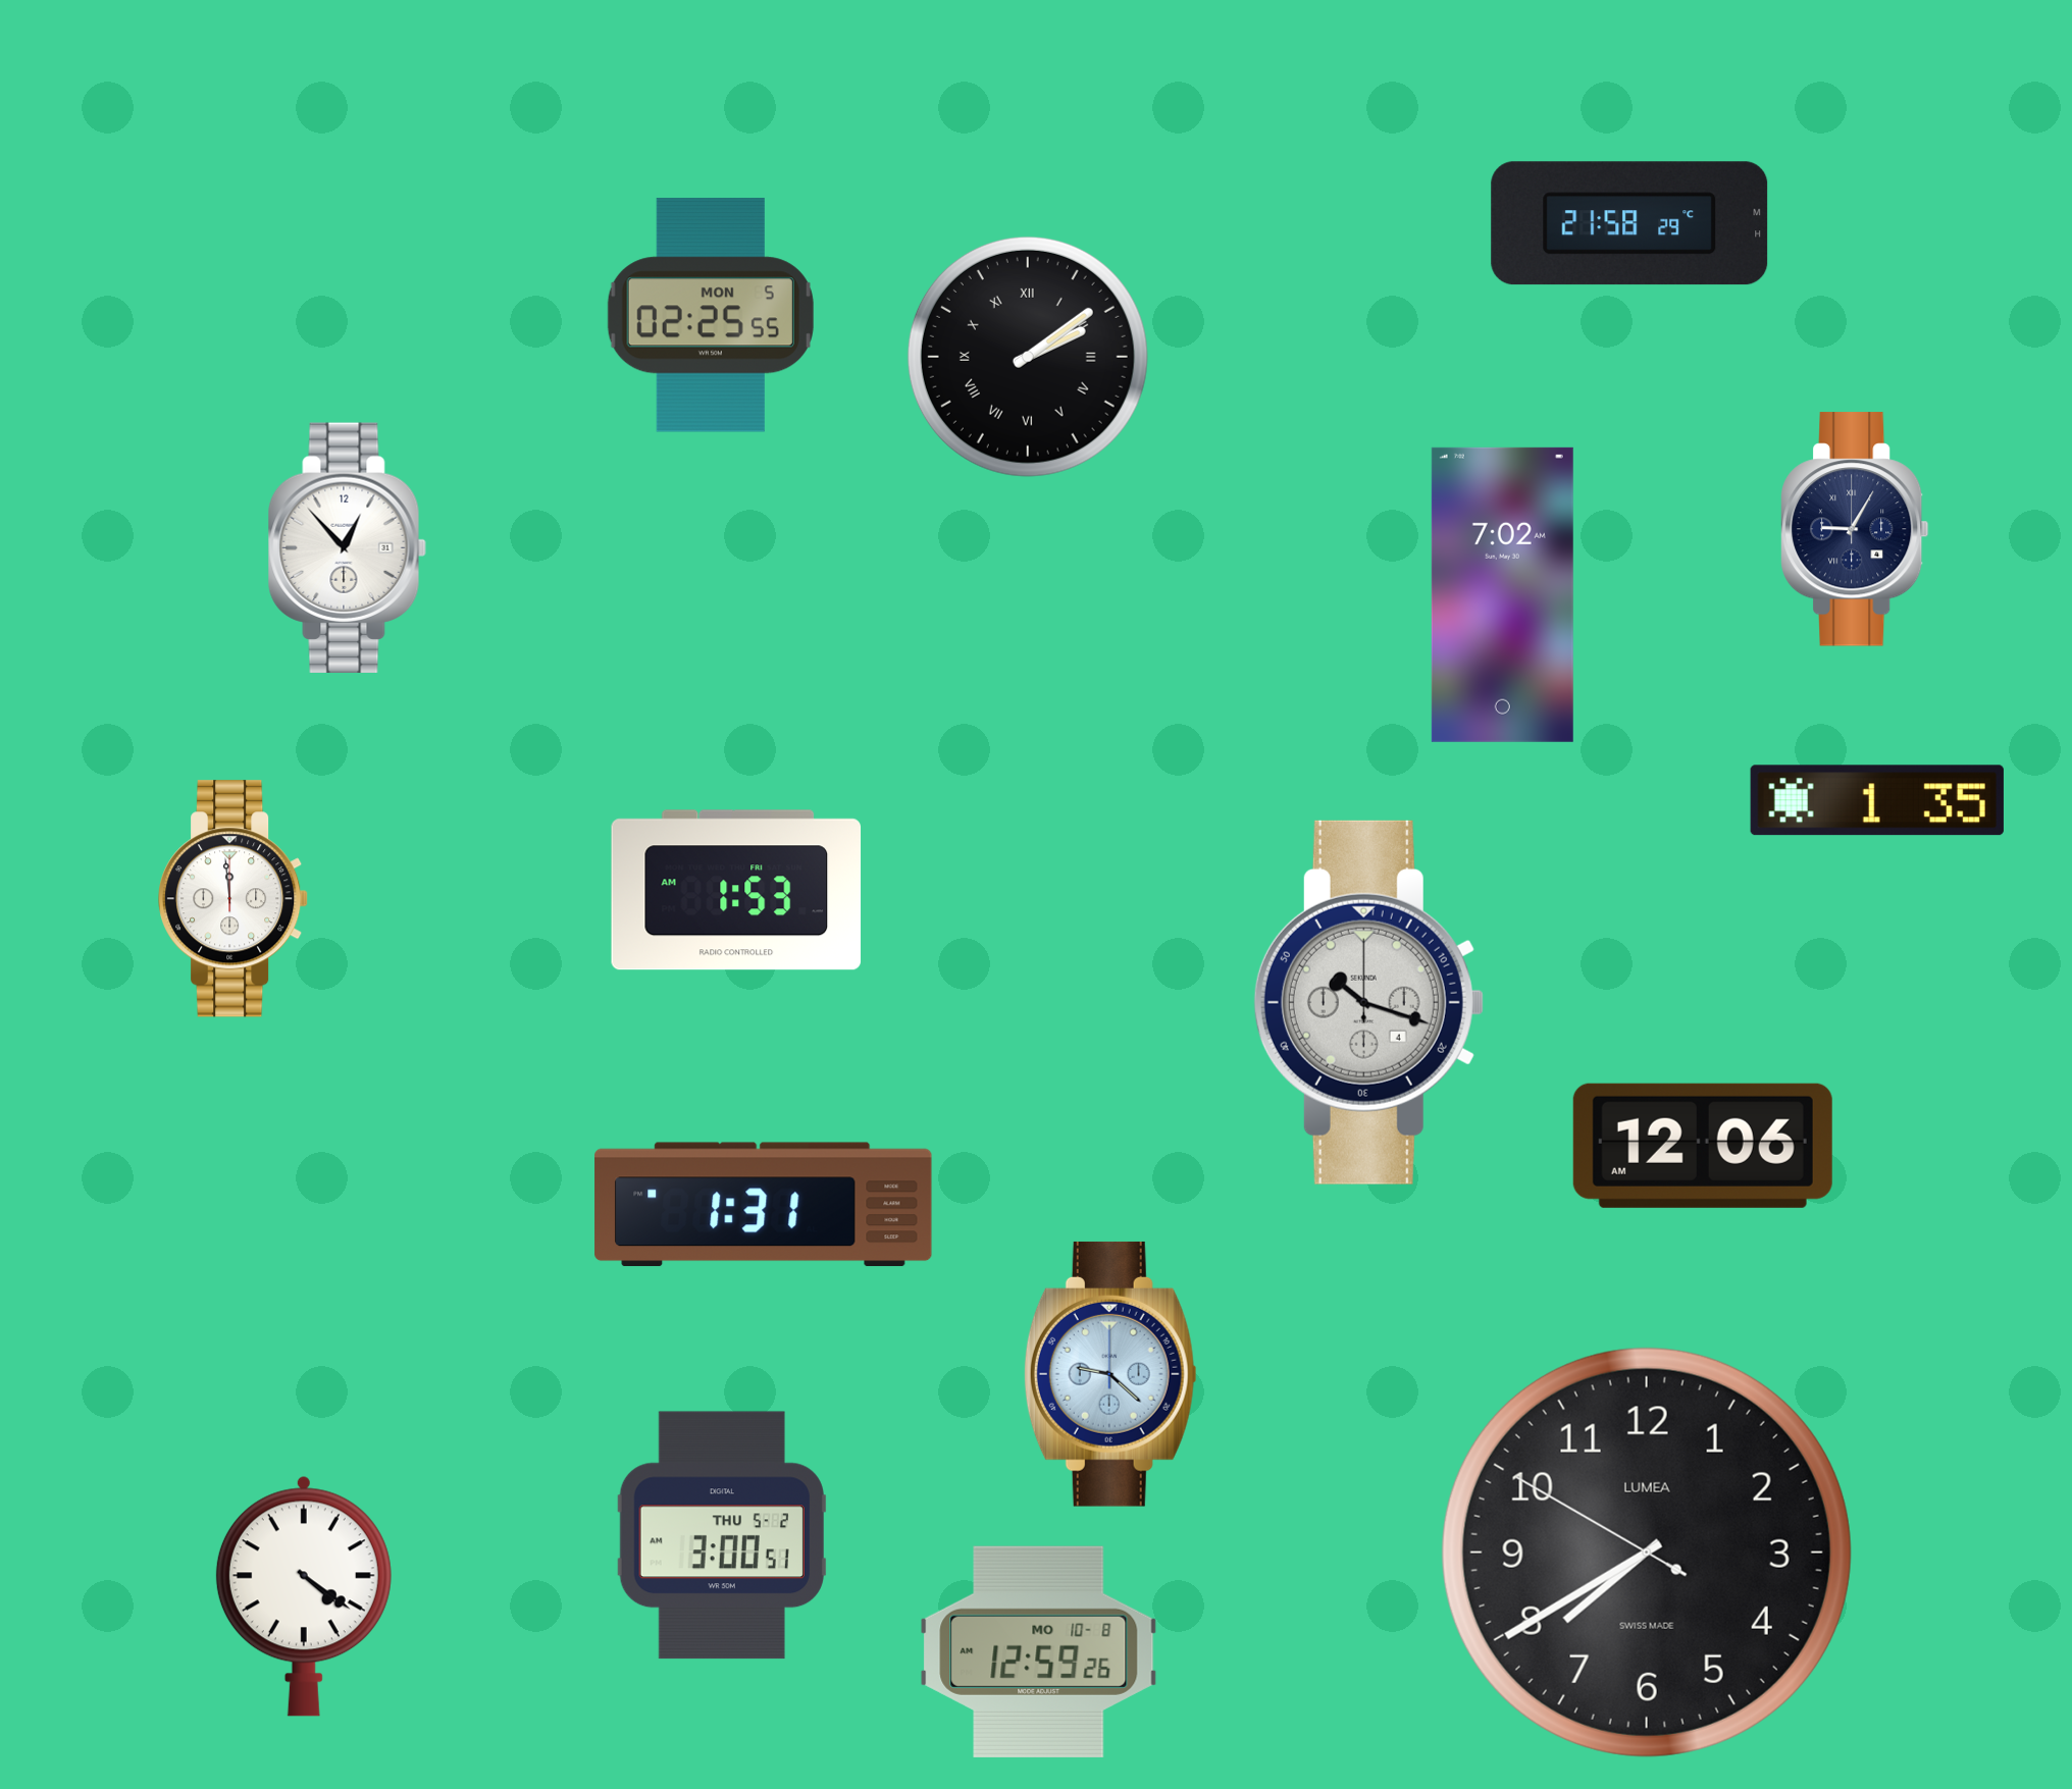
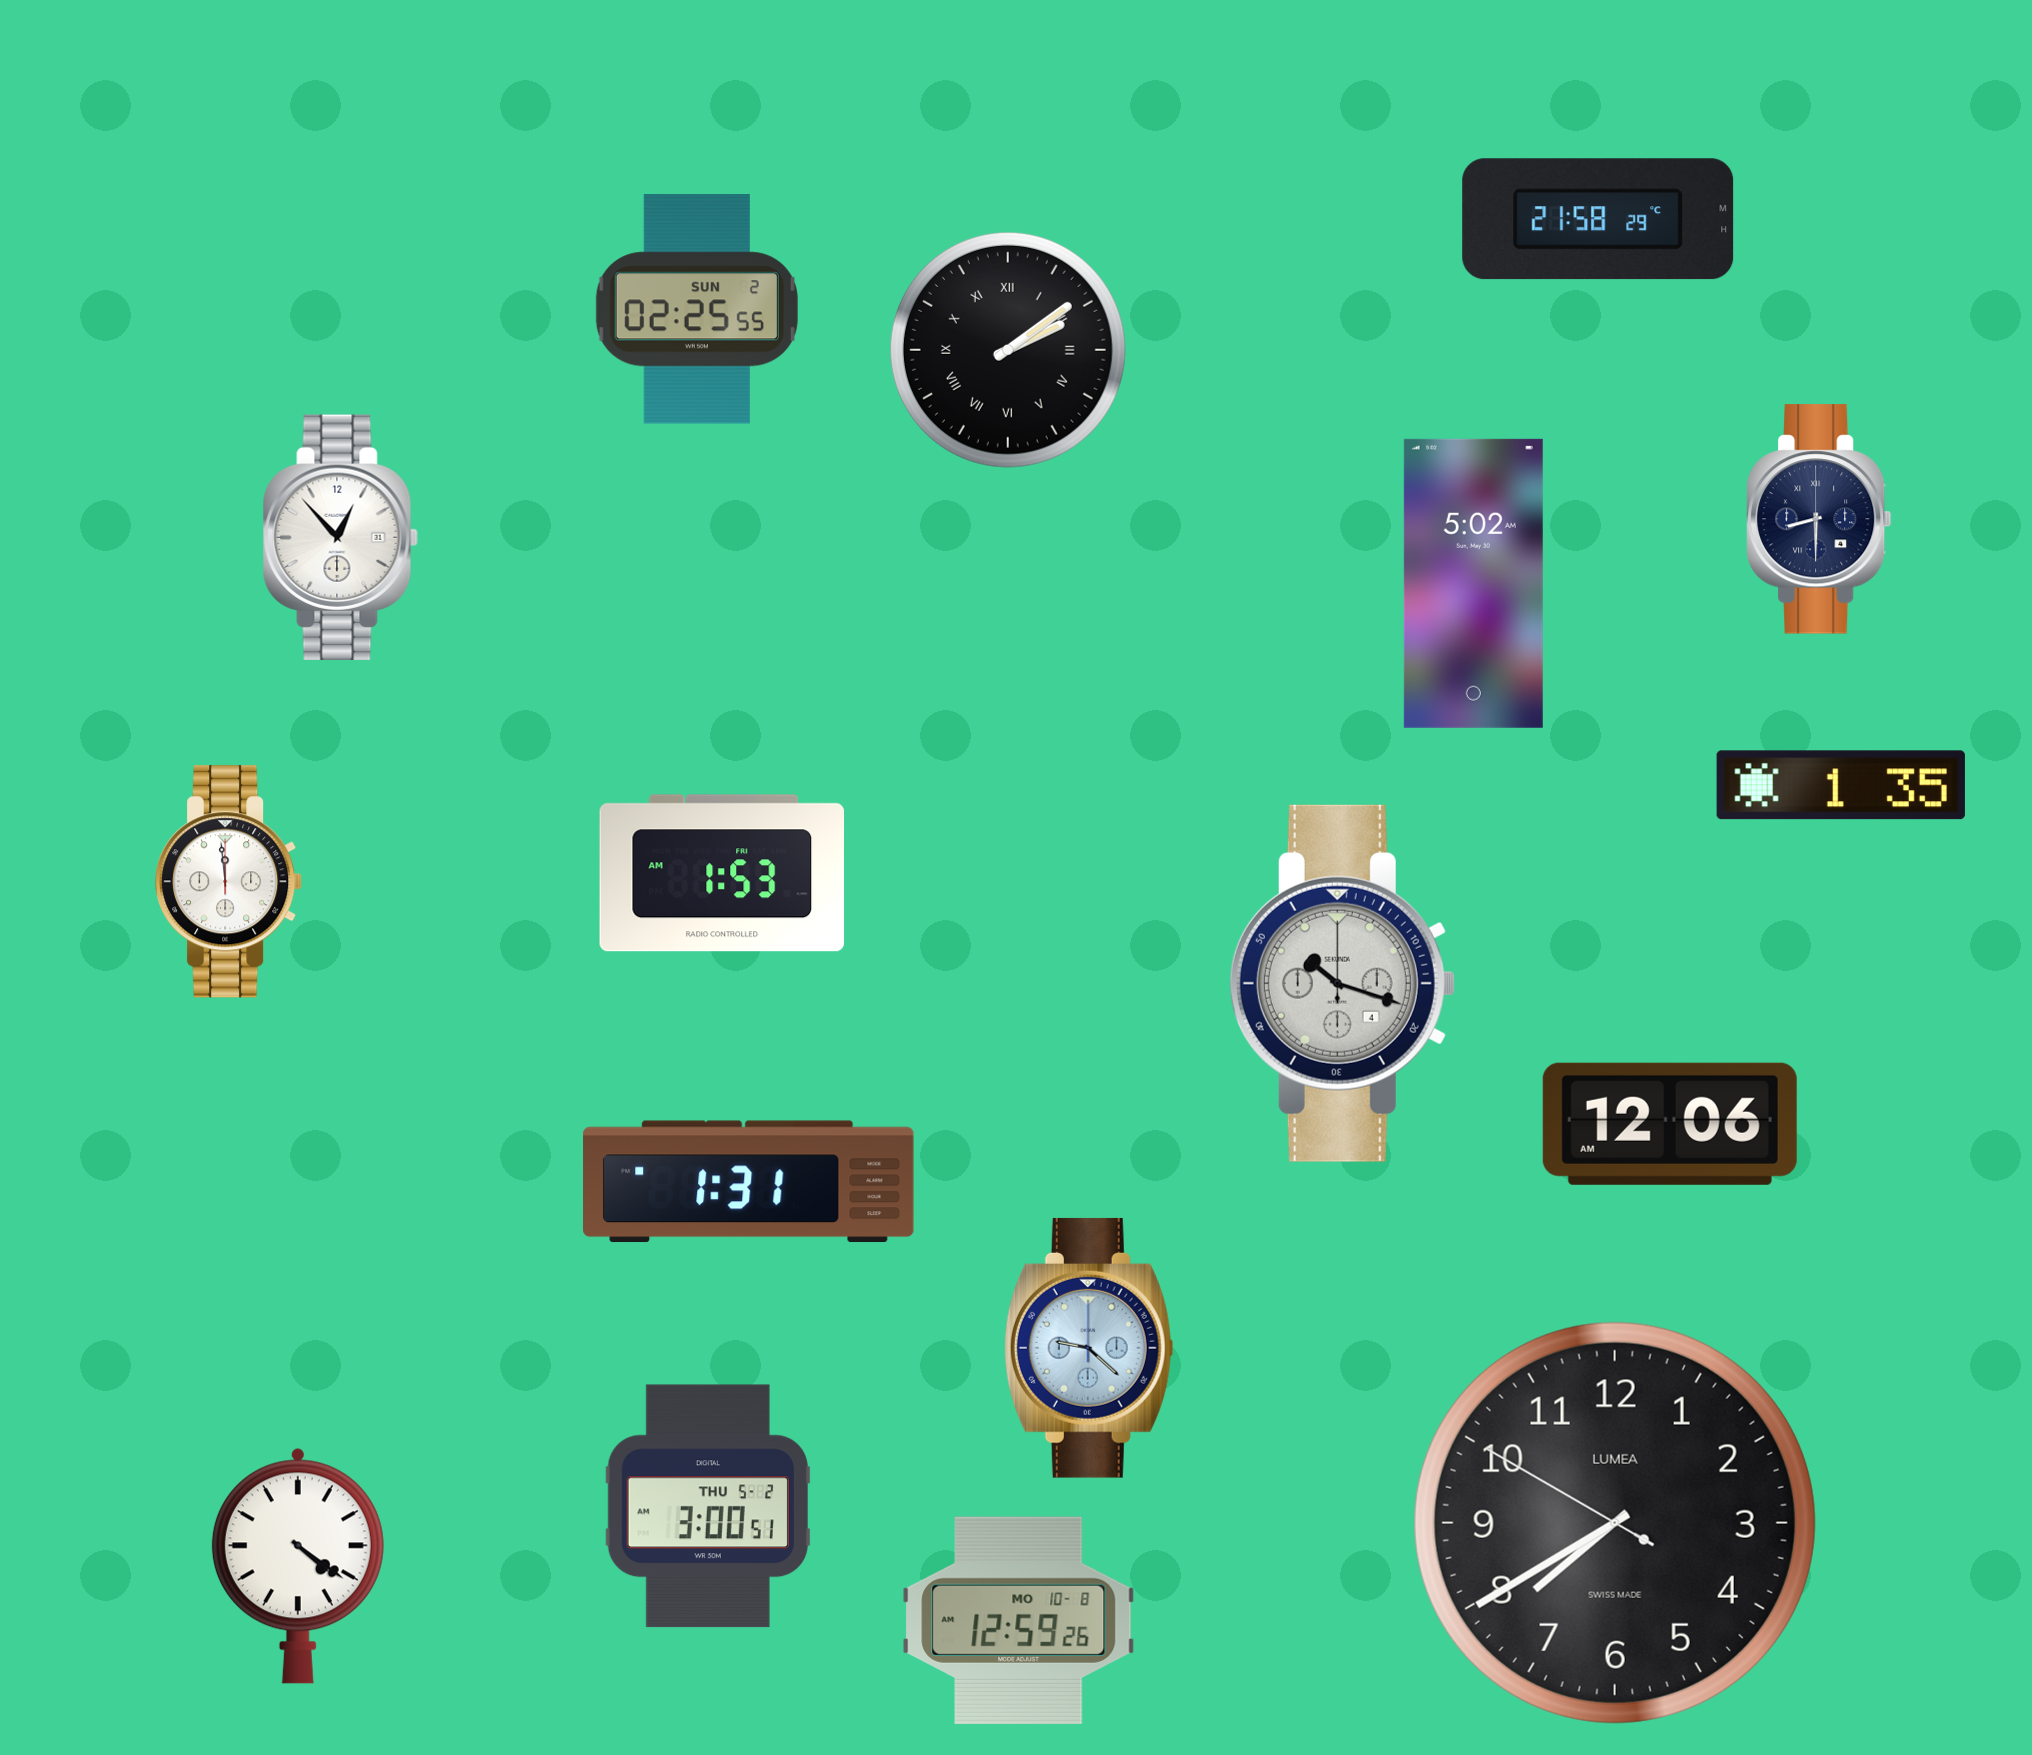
clock at (711, 315) date: MON 5 -> SUN 2
clock at (1856, 529): 9:05 -> 8:30
clock at (1502, 594): 7:02 -> 5:02
